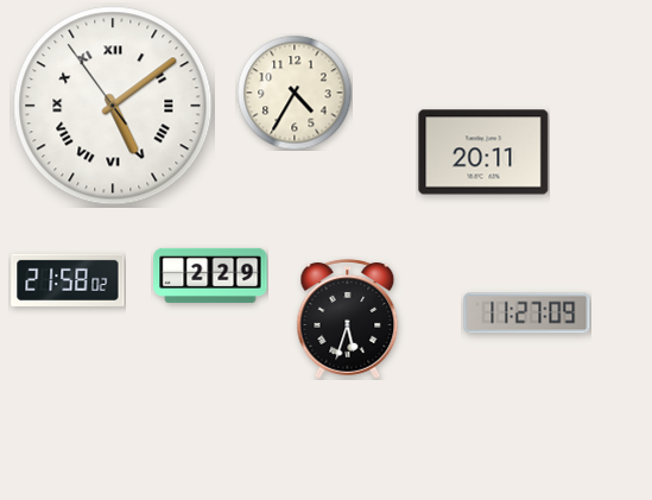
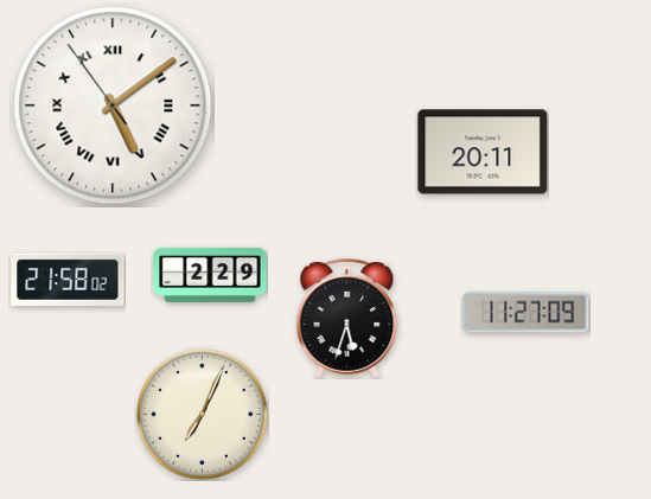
clock at (295, 93): 4:35 -> none
clock at (203, 415): none -> 7:04
